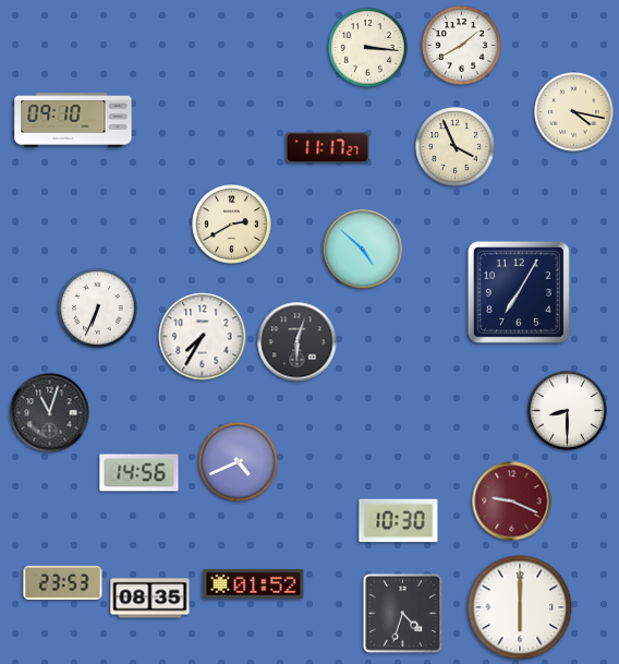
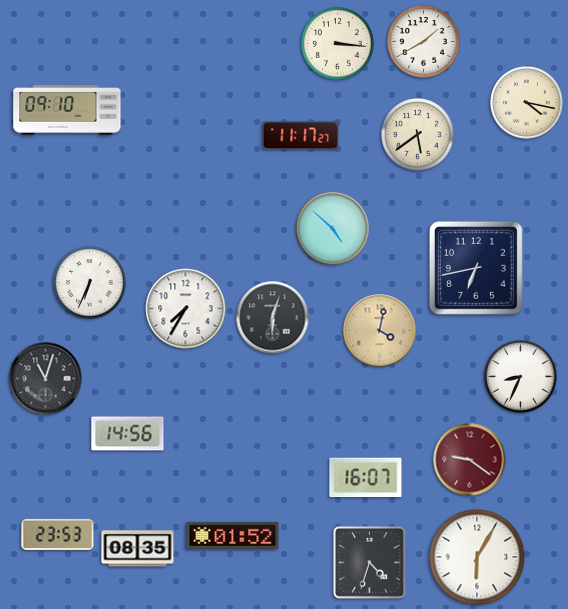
clock at (456, 147): 3:56 -> 5:39
clock at (232, 225): 2:40 -> none
clock at (519, 292): 7:05 -> 6:43
clock at (298, 342) position: (298, 342) -> (273, 318)
clock at (380, 331): none -> 4:02
clock at (568, 411): 8:30 -> 8:34
clock at (239, 462): 4:41 -> none
clock at (512, 502): 9:19 -> 9:21
clock at (399, 521): 10:30 -> 16:07
clock at (520, 607): 6:00 -> 6:05
